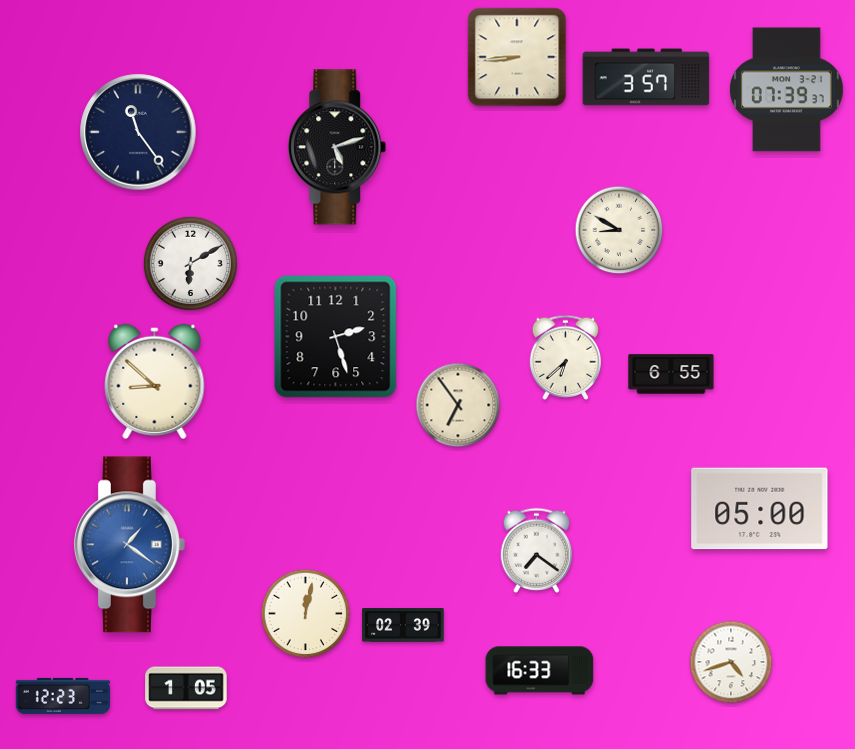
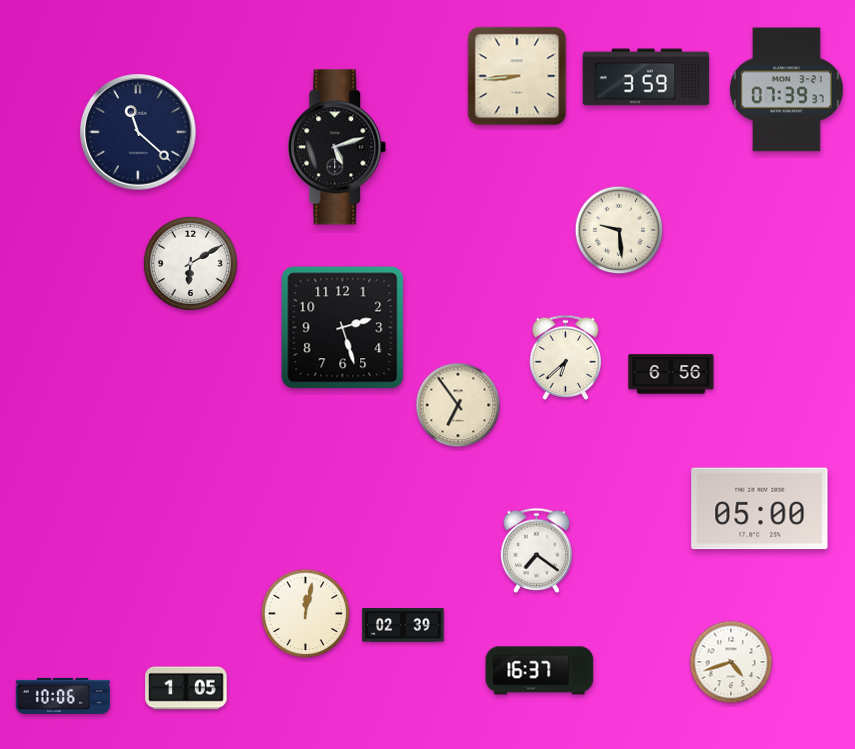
clock at (517, 57) position: (517, 57) -> (517, 76)
clock at (646, 77): 3:57 -> 3:59
clock at (138, 132): 11:24 -> 11:22
clock at (619, 230): 8:50 -> 9:29
clock at (336, 337) position: (336, 337) -> (343, 328)
clock at (671, 374): 6:55 -> 6:56
clock at (155, 381): 8:52 -> none
clock at (130, 545): 1:21 -> none
clock at (540, 671): 16:33 -> 16:37
clock at (62, 696): 12:23 -> 10:06
